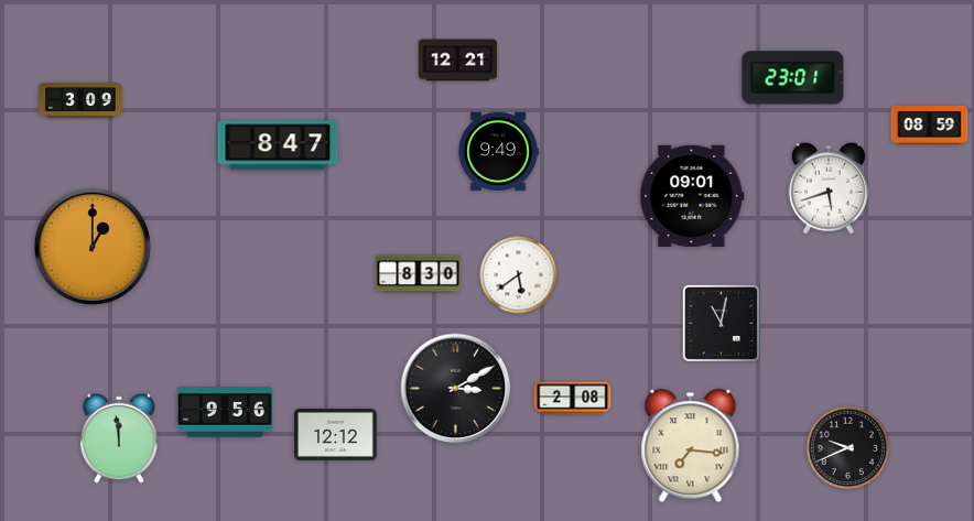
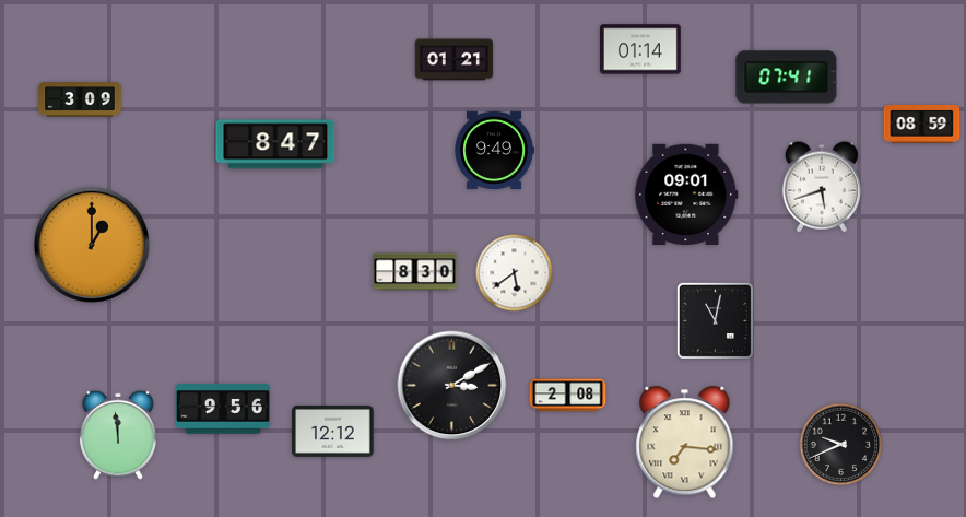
clock at (640, 49): none -> 01:14
clock at (458, 61): 12:21 -> 01:21
clock at (793, 78): 23:01 -> 07:41
